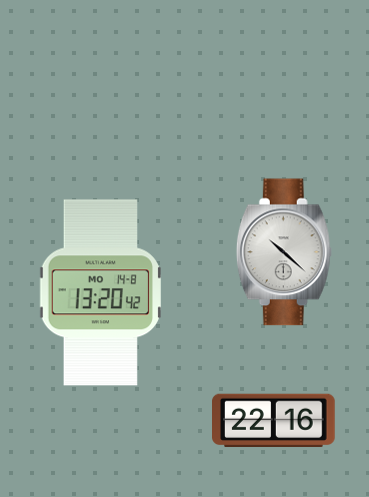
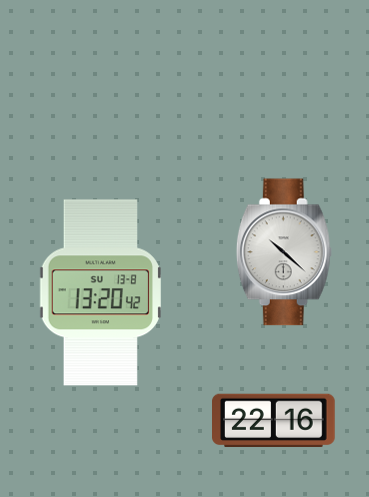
clock at (100, 293) date: MO 14-8 -> SU 13-8
